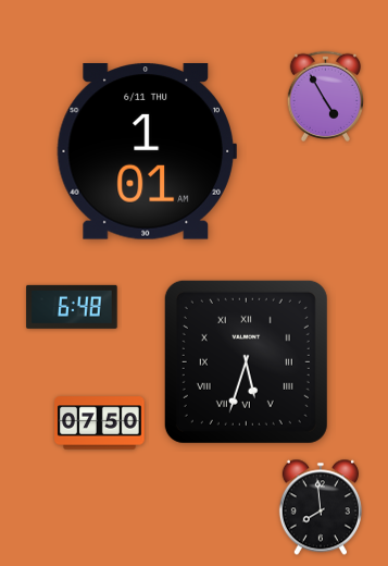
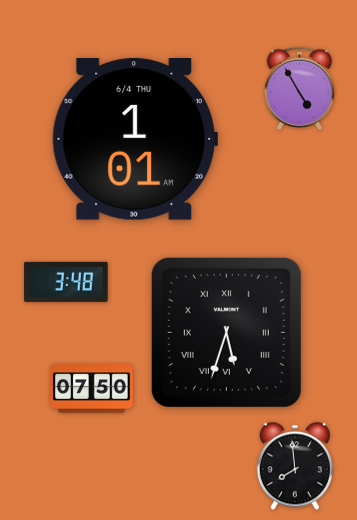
clock at (147, 152) date: 6/11 THU -> 6/4 THU
clock at (72, 307): 6:48 -> 3:48
